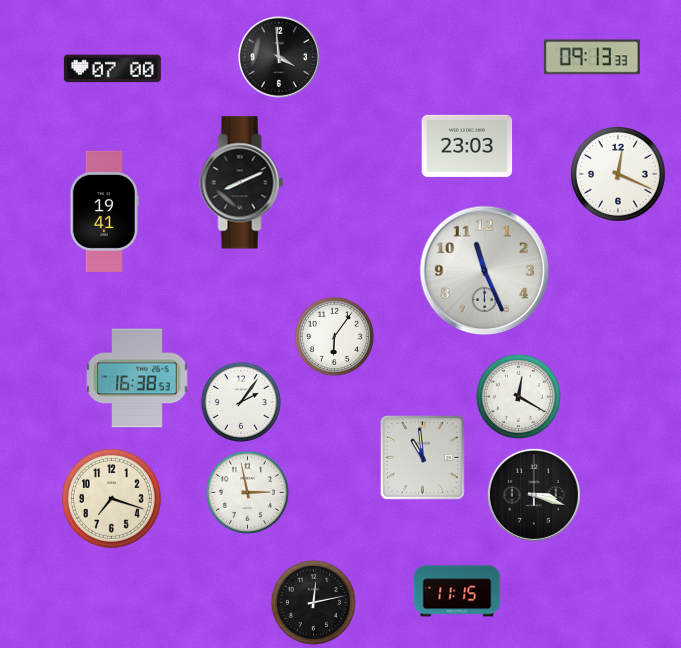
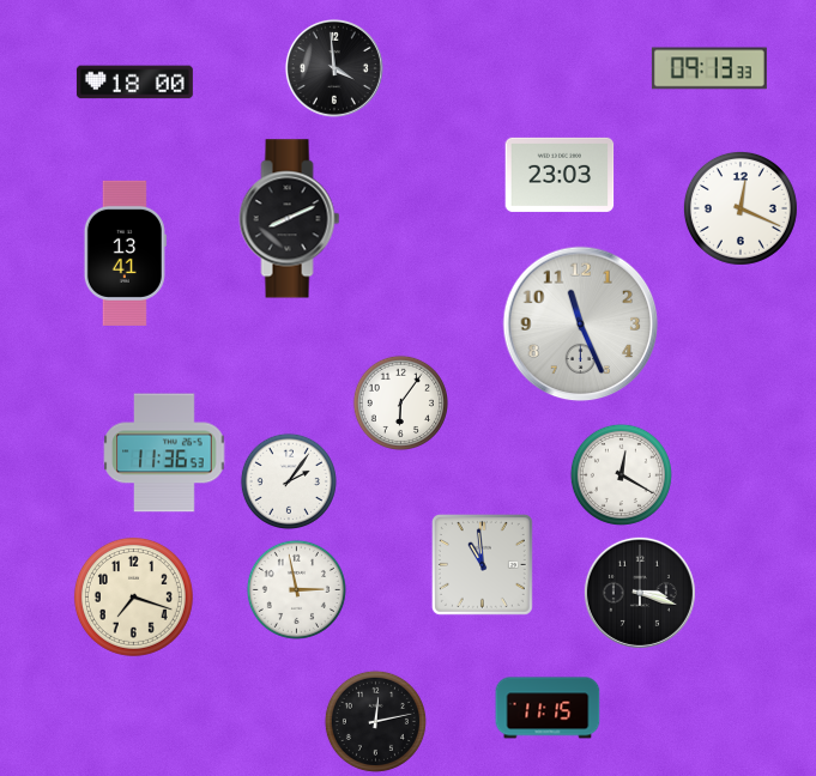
clock at (112, 69): 07:00 -> 18:00
clock at (104, 211): 19:41 -> 13:41
clock at (137, 378): 16:38 -> 11:36
clock at (422, 457) position: (422, 457) -> (482, 564)
